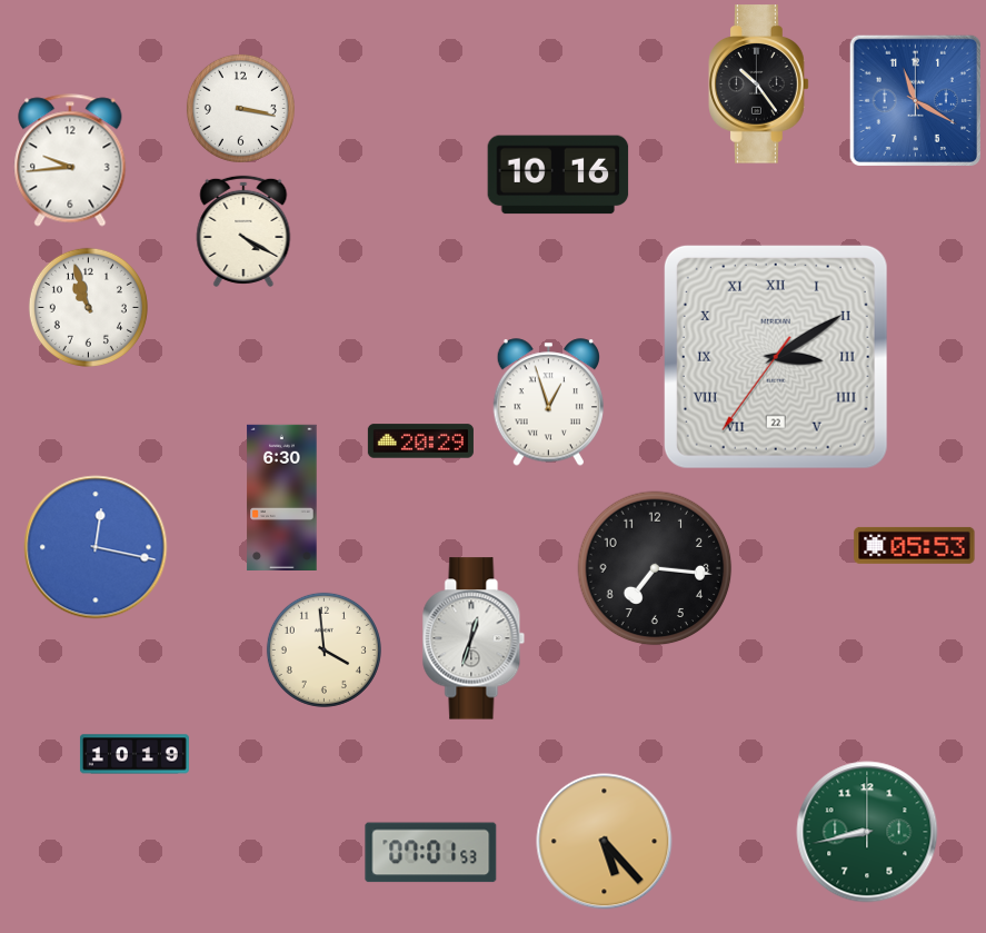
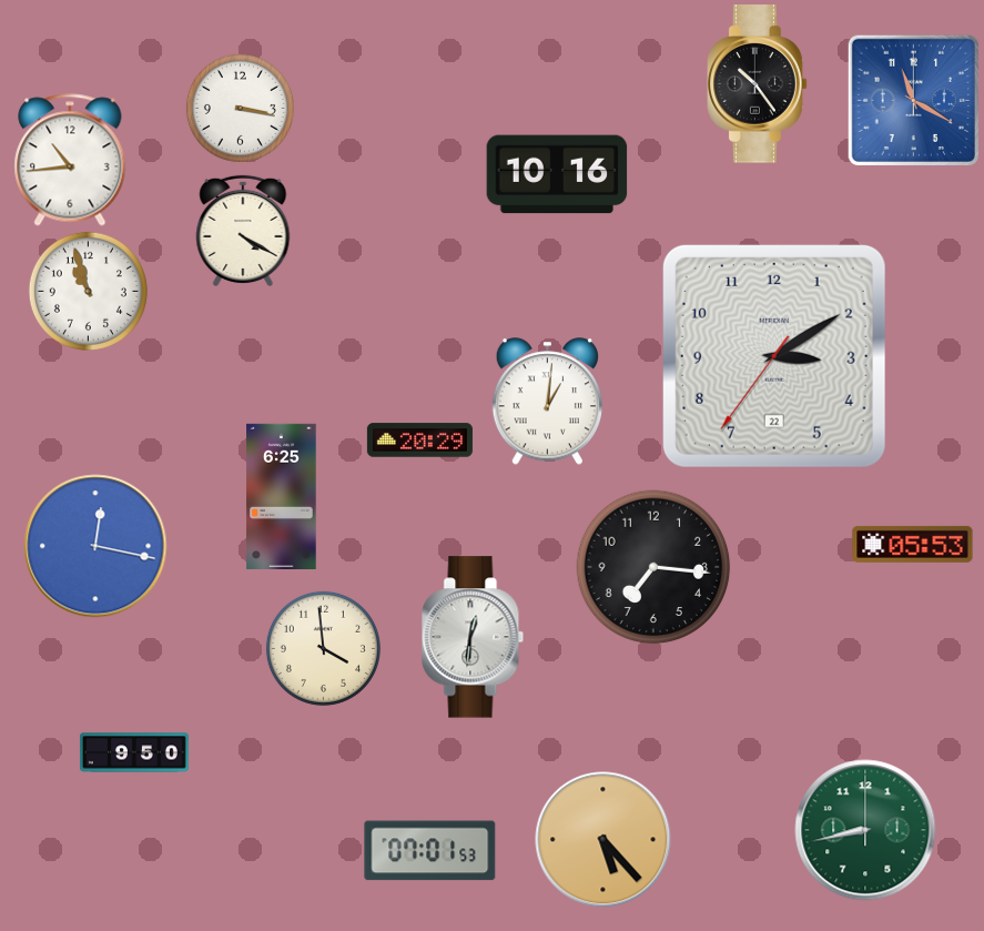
clock at (70, 160): 9:44 -> 10:44
clock at (88, 307) position: (88, 307) -> (88, 291)
clock at (776, 357) numerals: Roman -> Arabic
clock at (548, 403): 12:57 -> 1:01
clock at (282, 497): 6:30 -> 6:25
clock at (474, 638): 12:33 -> 12:31
clock at (135, 754): 10:19 -> 9:50
